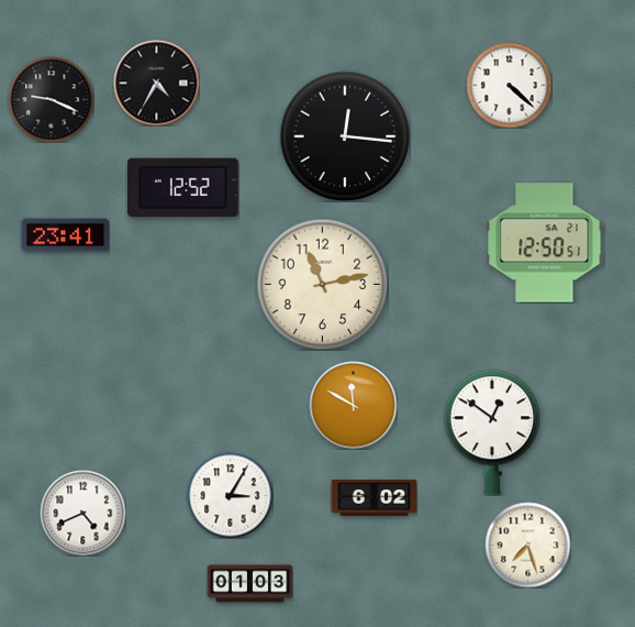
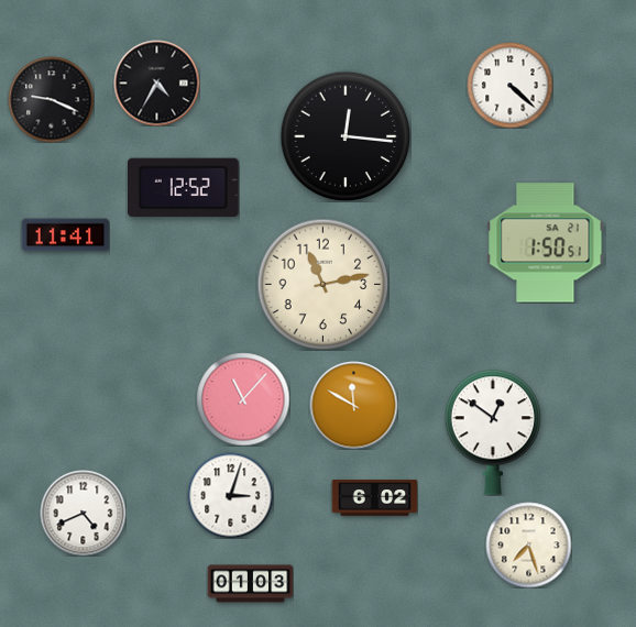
clock at (65, 235): 23:41 -> 11:41
clock at (545, 243): 12:50 -> 1:50
clock at (243, 399): none -> 11:07
clock at (230, 495): 3:05 -> 3:03
